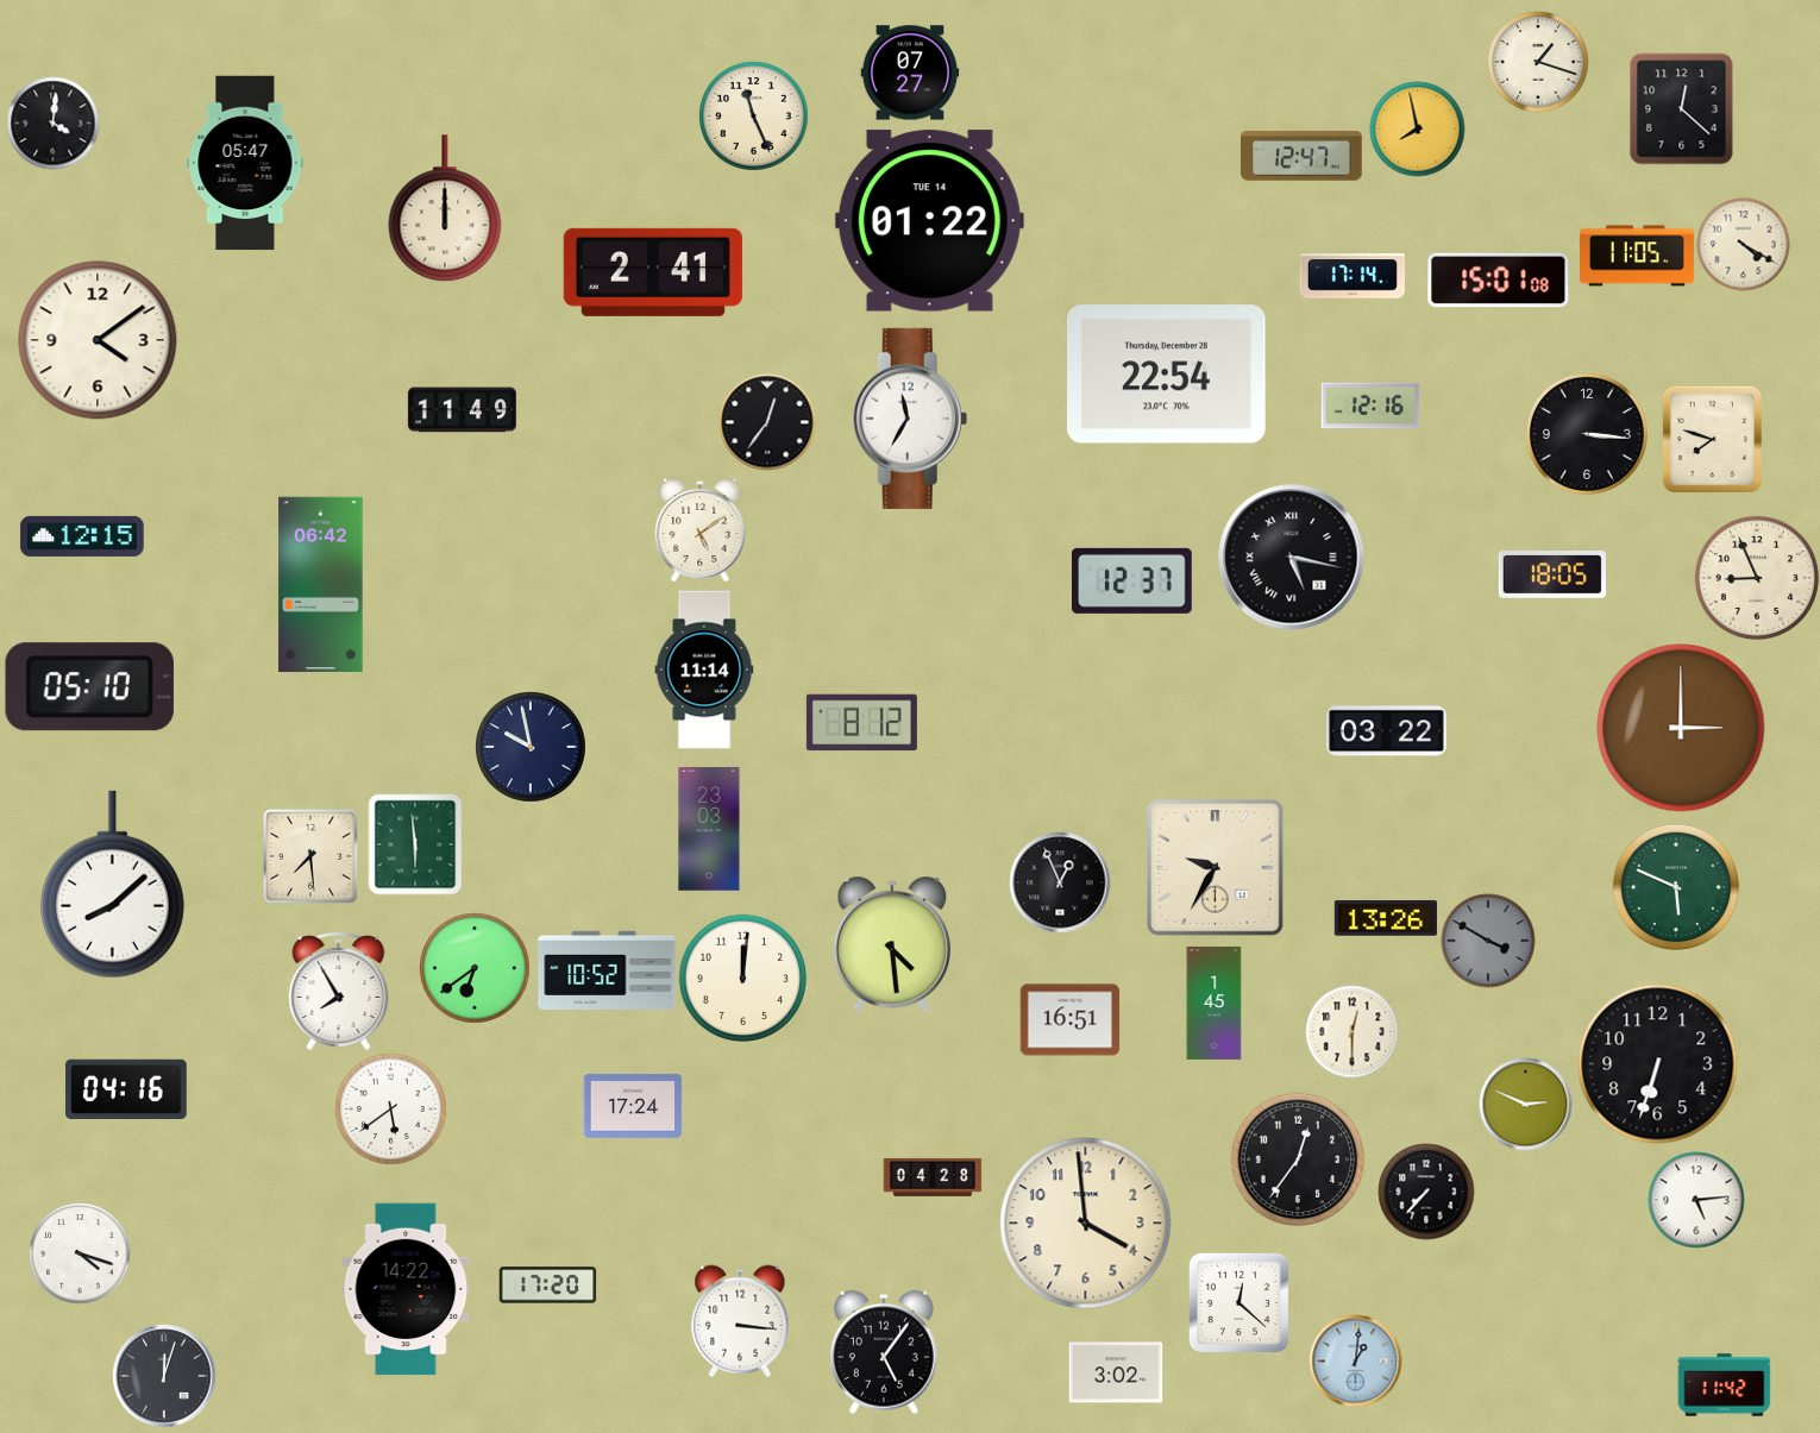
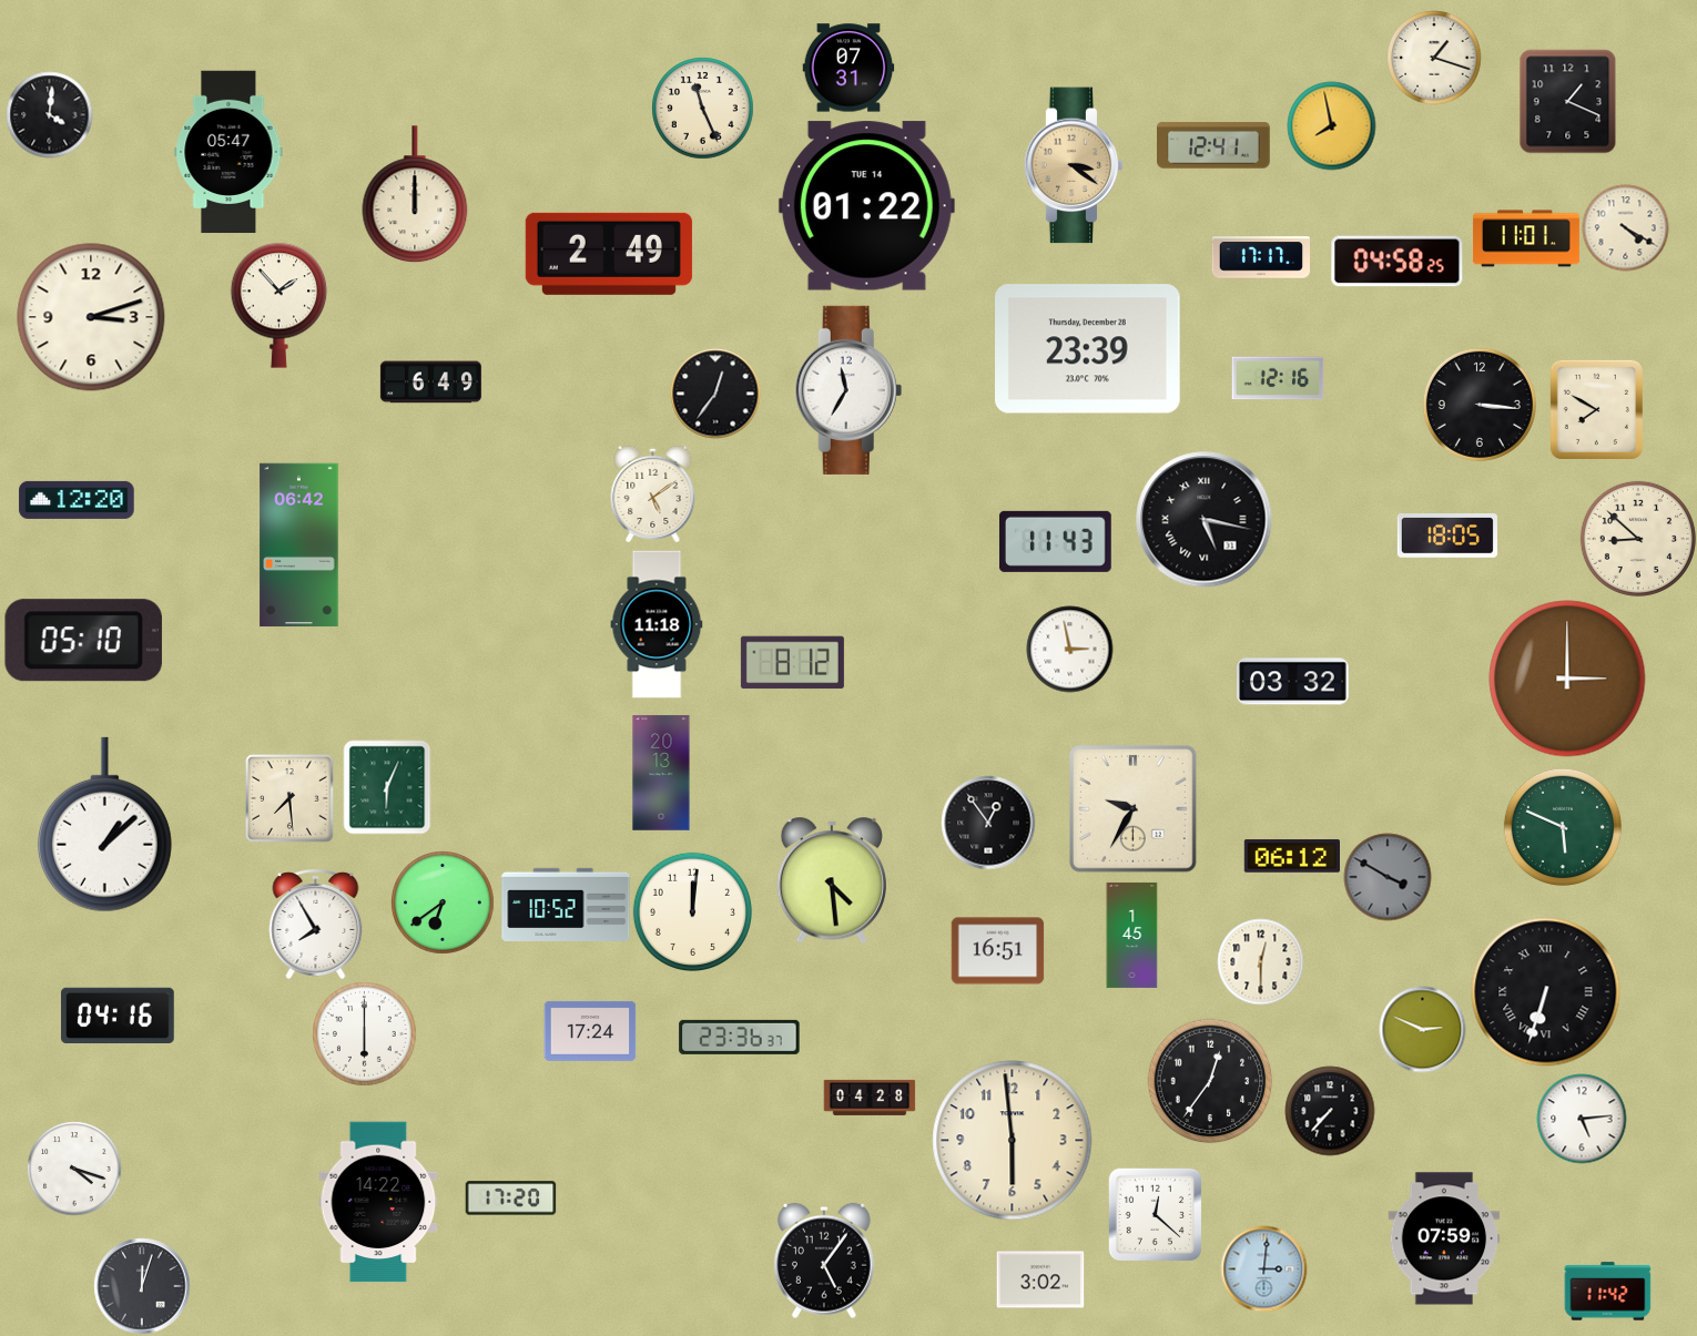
clock at (910, 73): 07:27 -> 07:31
clock at (1682, 108): 12:22 -> 1:19
clock at (1417, 128) position: (1417, 128) -> (1331, 125)
clock at (1301, 156): 12:47 -> 12:41
clock at (1074, 165): none -> 3:21
clock at (1637, 256): 11:05 -> 11:01
clock at (653, 272): 2:41 -> 2:49
clock at (1351, 276): 17:14 -> 17:17
clock at (1499, 281): 15:01 -> 04:58
clock at (280, 305): none -> 1:53
clock at (98, 340): 4:09 -> 3:12
clock at (1167, 375): 22:54 -> 23:39
clock at (462, 410): 11:49 -> 6:49
clock at (1712, 439): 7:48 -> 7:50
clock at (82, 536): 12:15 -> 12:20
clock at (1757, 578): 8:56 -> 8:52
clock at (1131, 580): 12:37 -> 11:43
clock at (704, 670): 11:14 -> 11:18
clock at (1069, 649): none -> 2:58
clock at (861, 723) position: (861, 723) -> (792, 663)
clock at (1387, 731): 03:22 -> 03:32
clock at (531, 747): 9:58 -> none
clock at (709, 829): 23:03 -> 20:13
clock at (415, 844): 5:59 -> 6:04
clock at (1060, 882): 12:56 -> 12:54
clock at (112, 885): 8:08 -> 1:08
clock at (1385, 918): 13:26 -> 06:12
clock at (1658, 1064) numerals: Arabic -> Roman
clock at (391, 1110): 5:39 -> 6:00
clock at (740, 1037): none -> 23:36
clock at (1086, 1224): 3:59 -> 5:59
clock at (740, 1321): 3:16 -> none
clock at (1444, 1238): none -> 07:59
clock at (1355, 1360): 1:01 -> 3:01
clock at (164, 1376) position: (164, 1376) -> (142, 1286)
